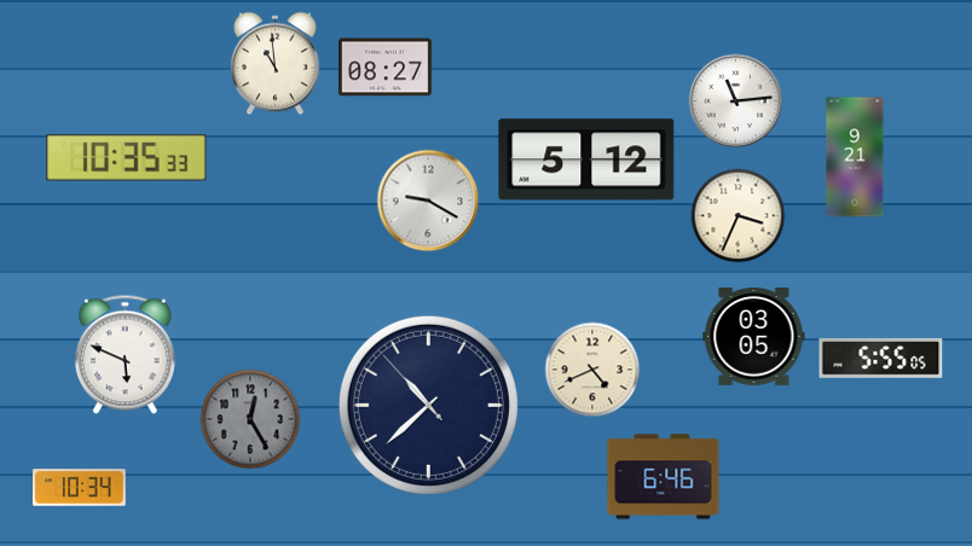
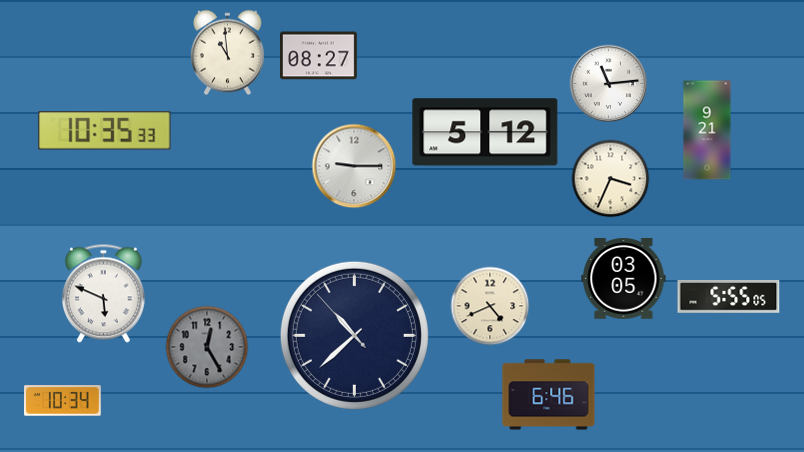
clock at (428, 201): 9:20 -> 9:15
clock at (80, 488) position: (80, 488) -> (63, 401)
